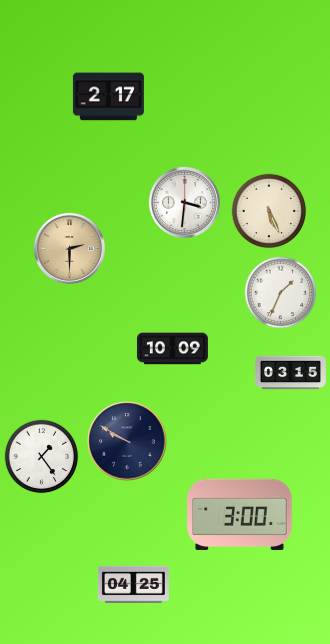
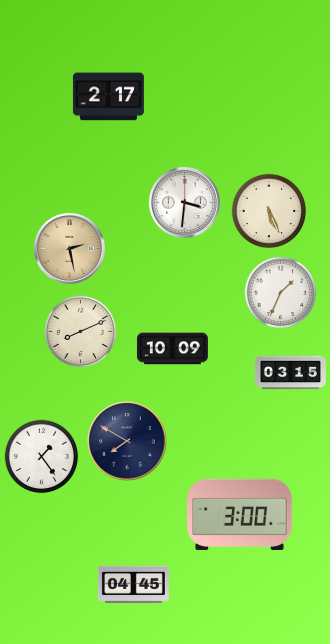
clock at (69, 248): 2:30 -> 2:28
clock at (81, 332): none -> 8:11
clock at (127, 441): 9:50 -> 7:50
clock at (133, 584): 04:25 -> 04:45
